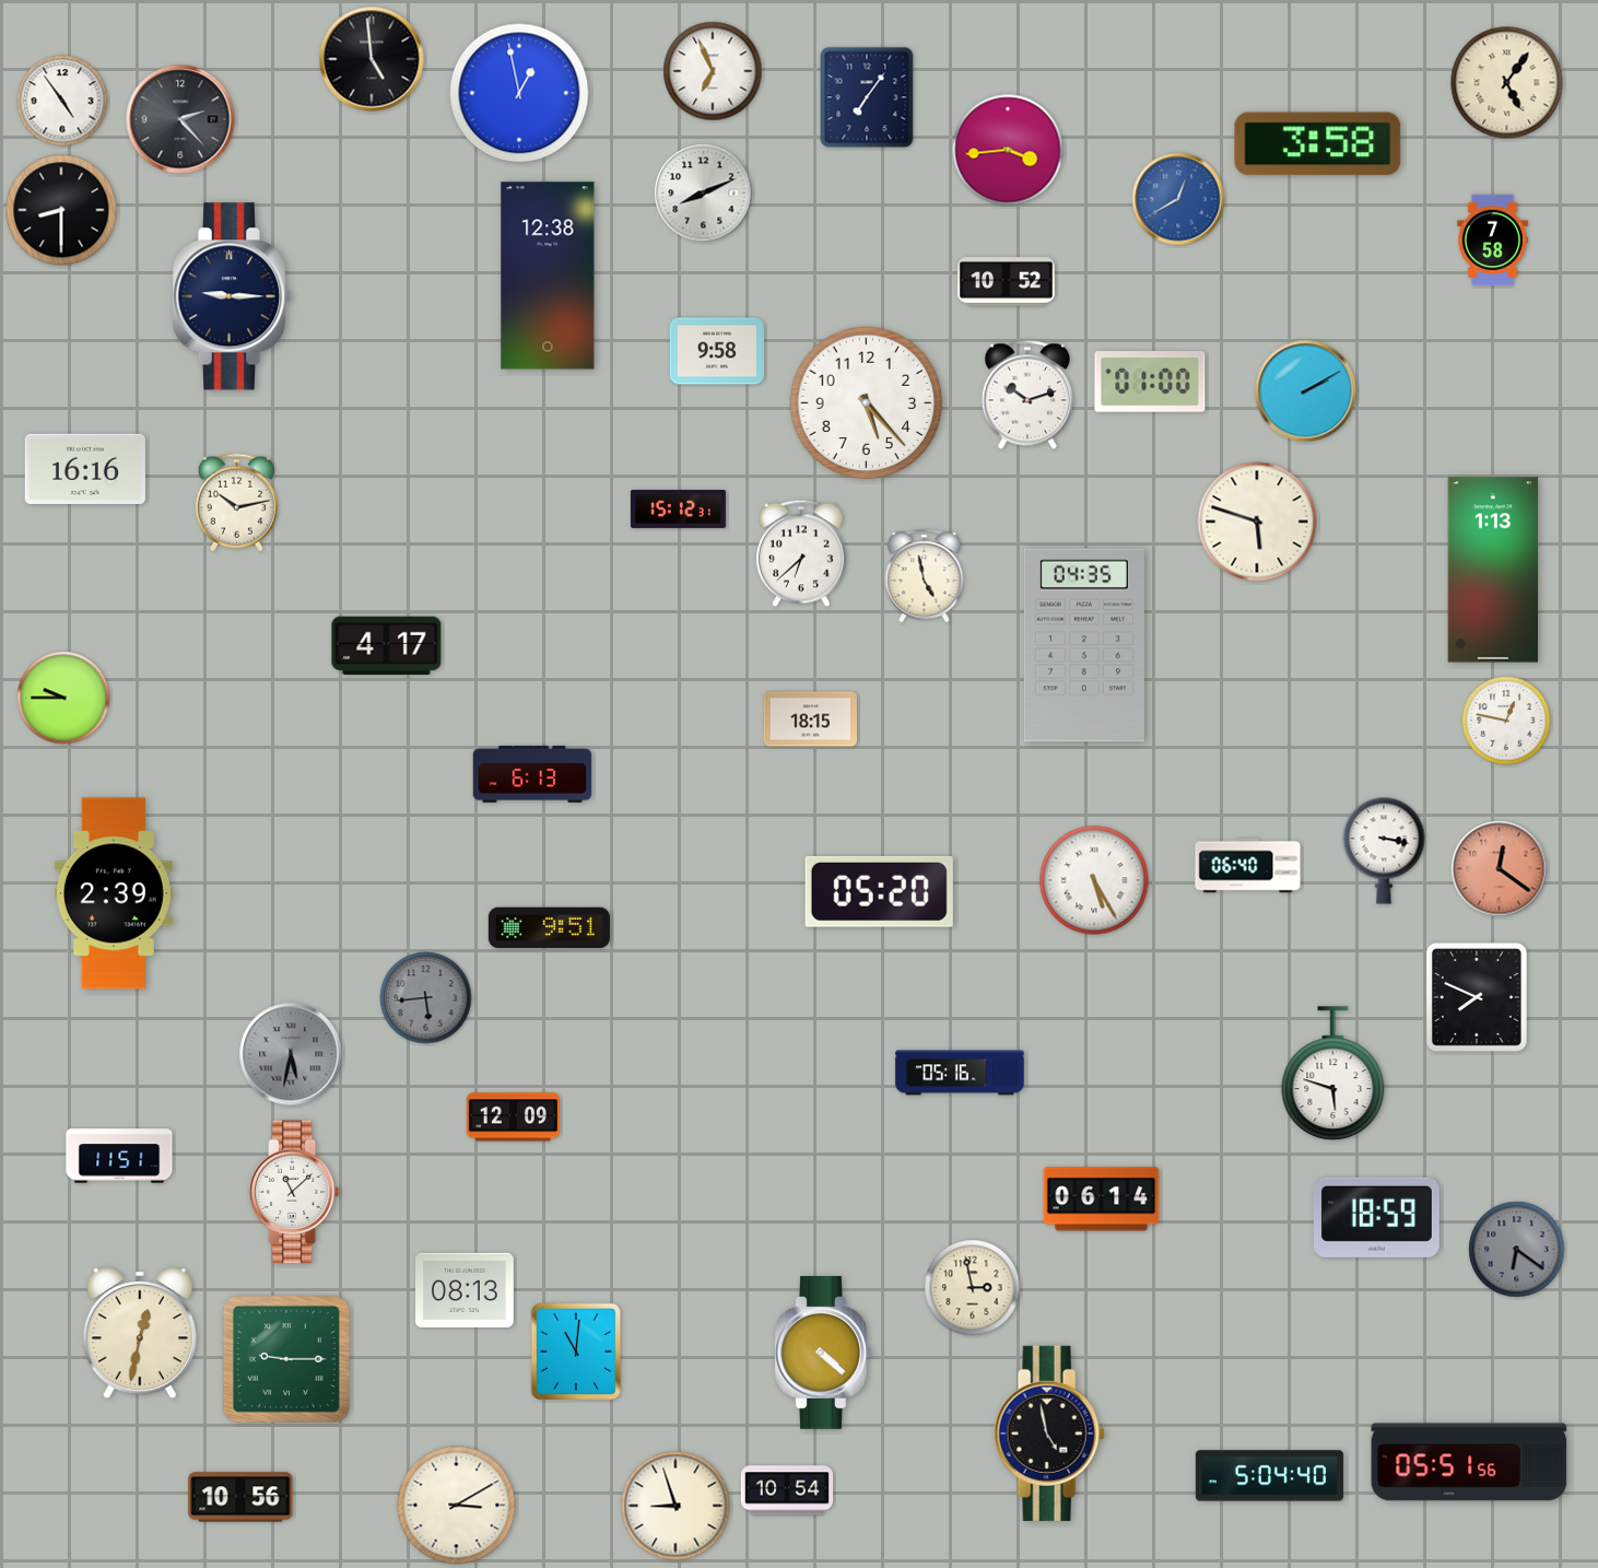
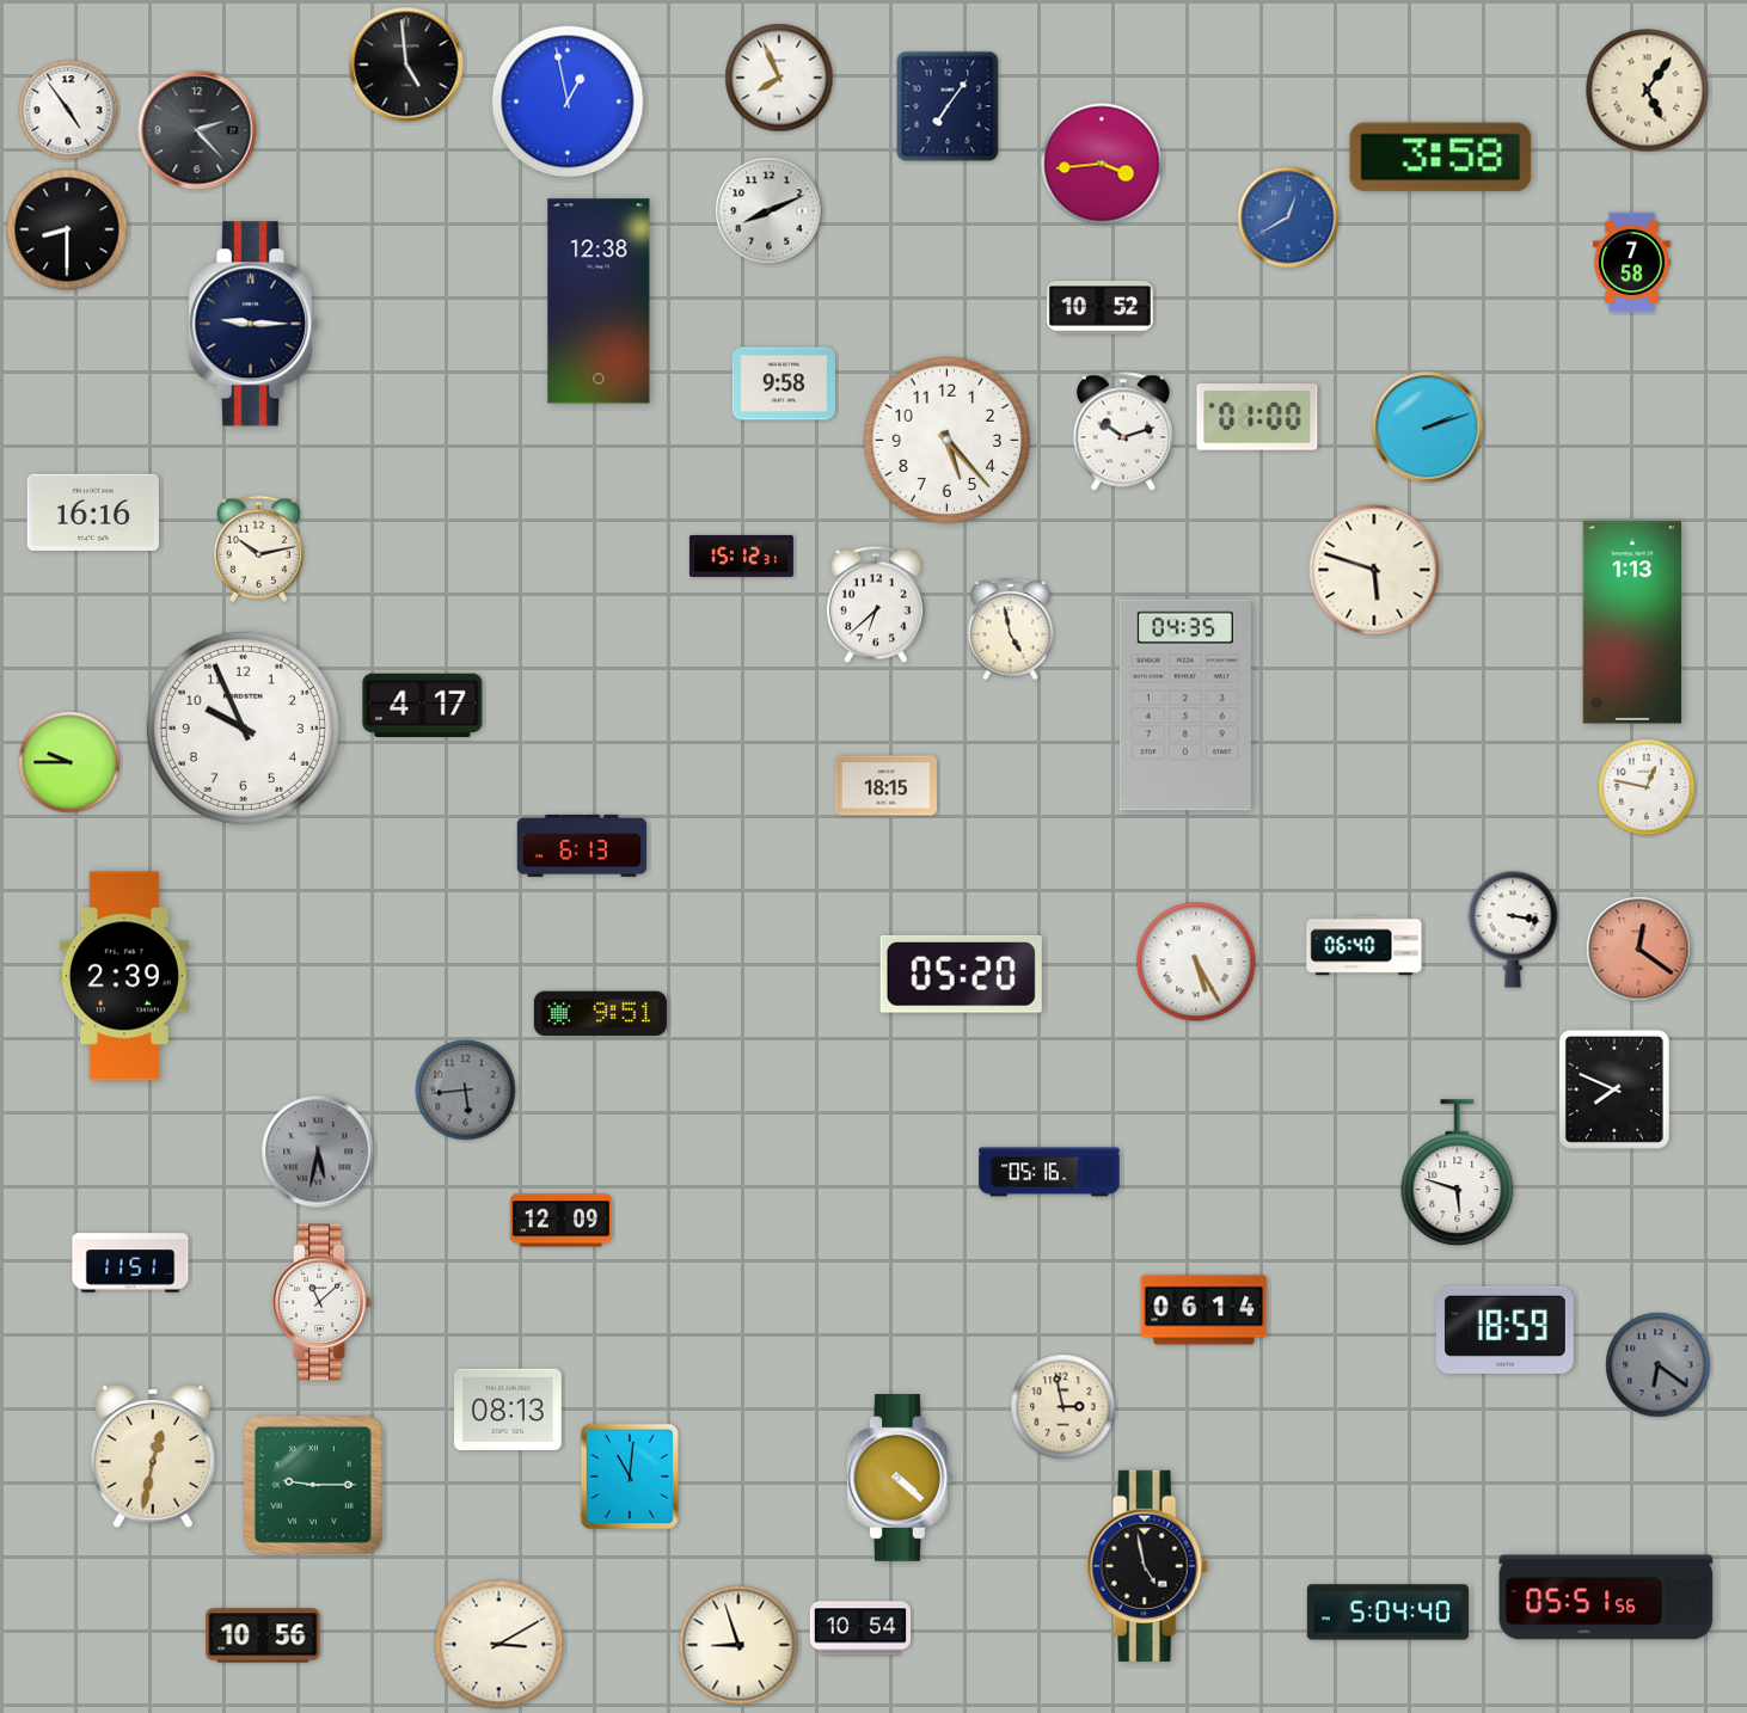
clock at (713, 71): 6:56 -> 7:56
clock at (1306, 391): 2:10 -> 2:12
clock at (243, 727): none -> 9:56
